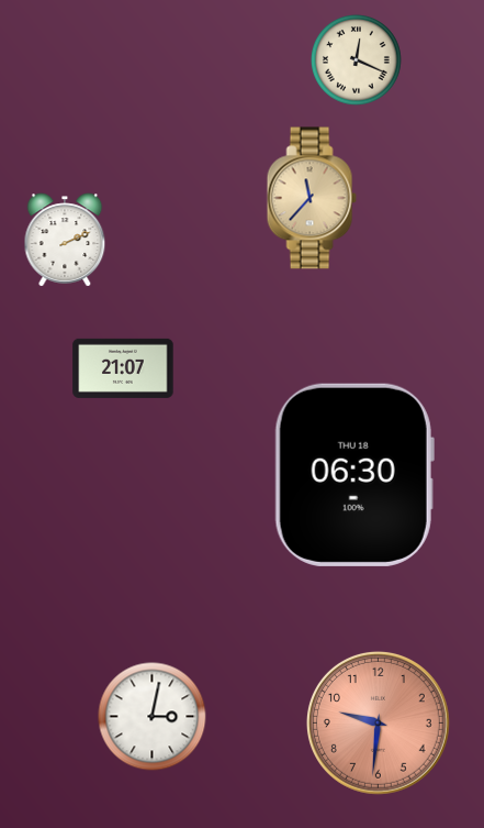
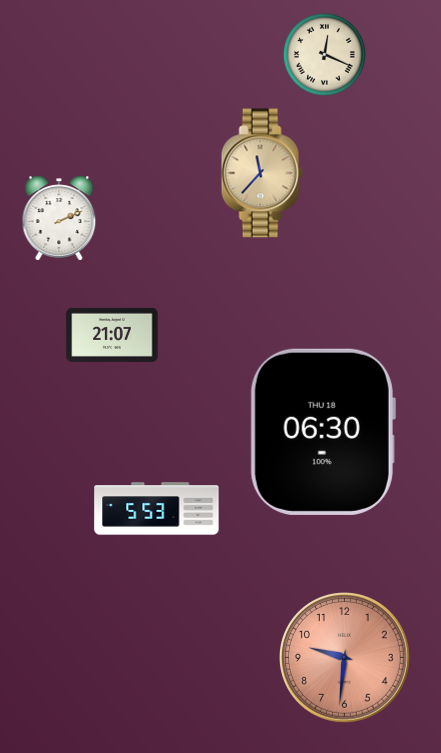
clock at (312, 198) position: (312, 198) -> (262, 173)
clock at (157, 509): none -> 5:53
clock at (153, 717): 3:02 -> none
